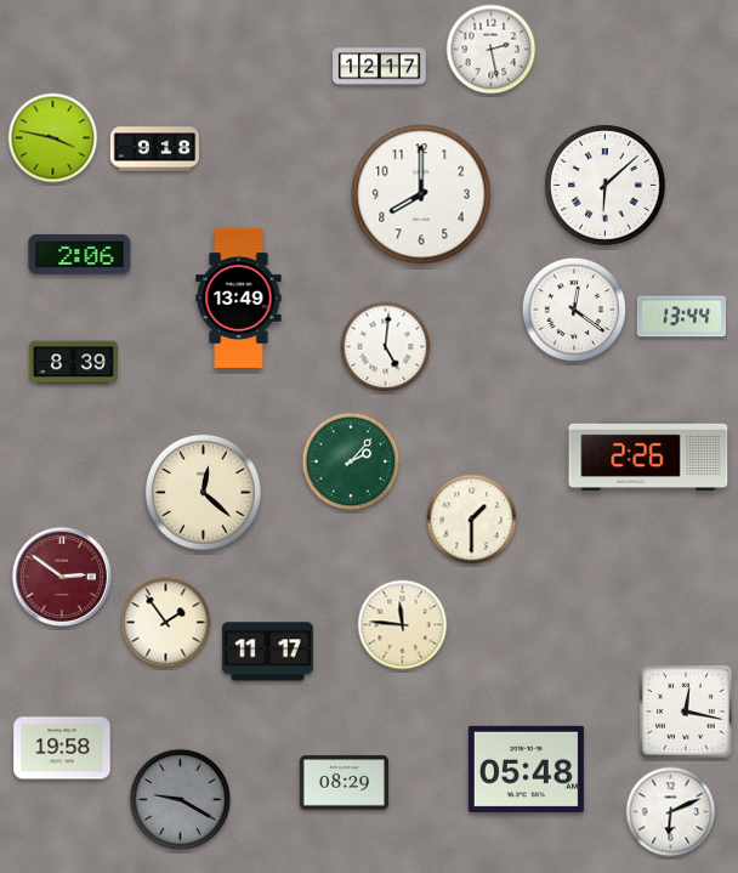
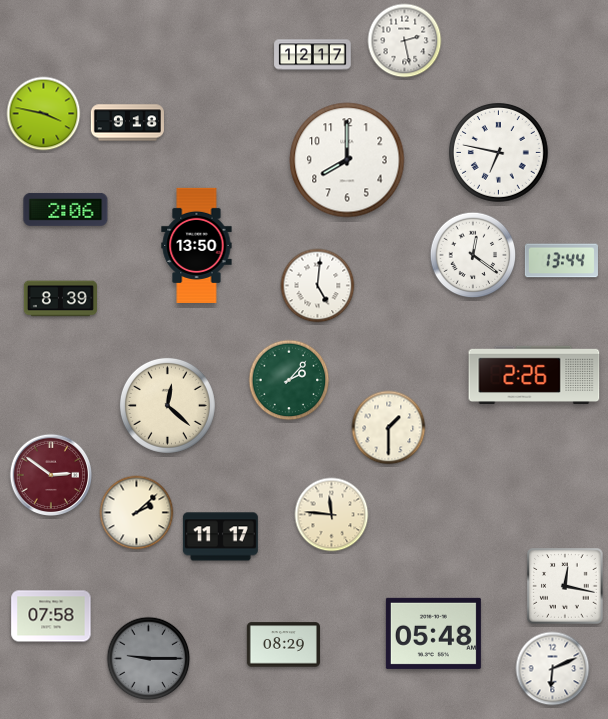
clock at (606, 186): 6:08 -> 6:47
clock at (239, 297): 13:49 -> 13:50
clock at (166, 623): 1:54 -> 2:08
clock at (62, 748): 19:58 -> 07:58
clock at (181, 800): 9:20 -> 9:15
